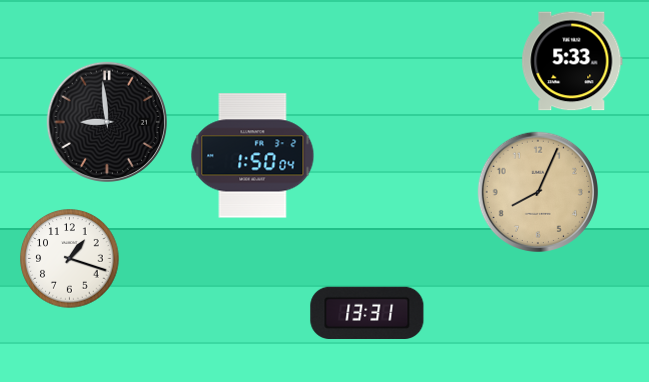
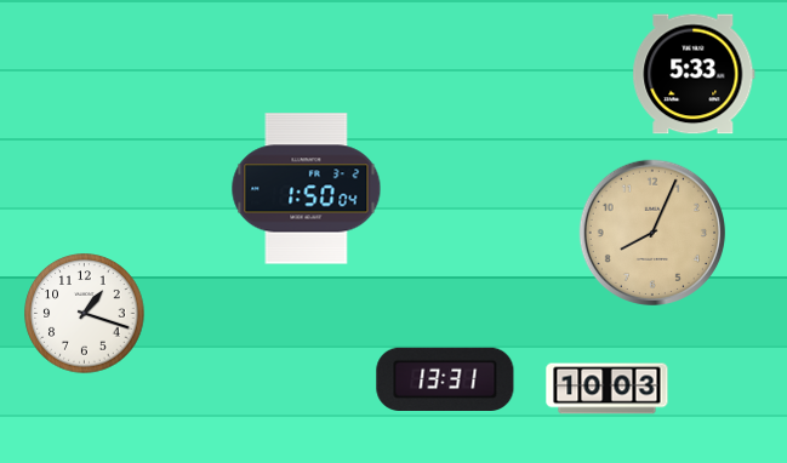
clock at (107, 122): 8:59 -> none
clock at (608, 389): none -> 10:03
